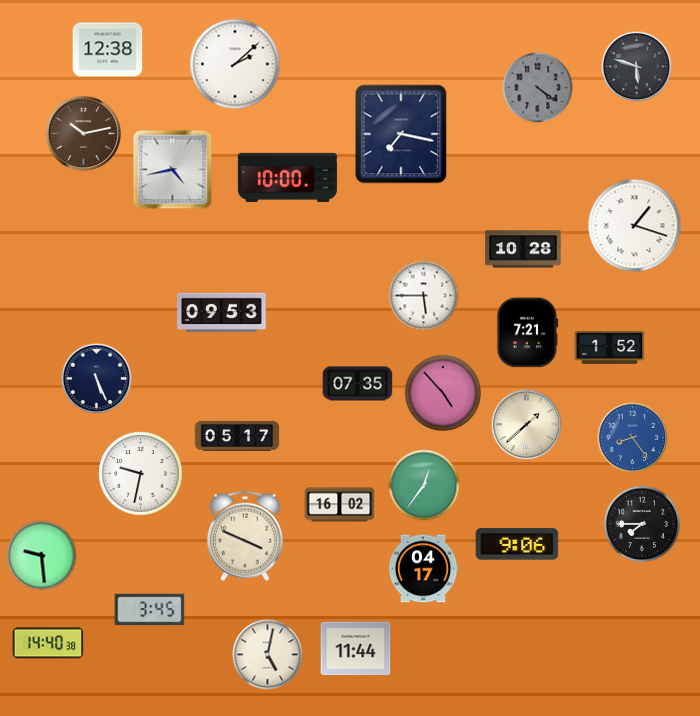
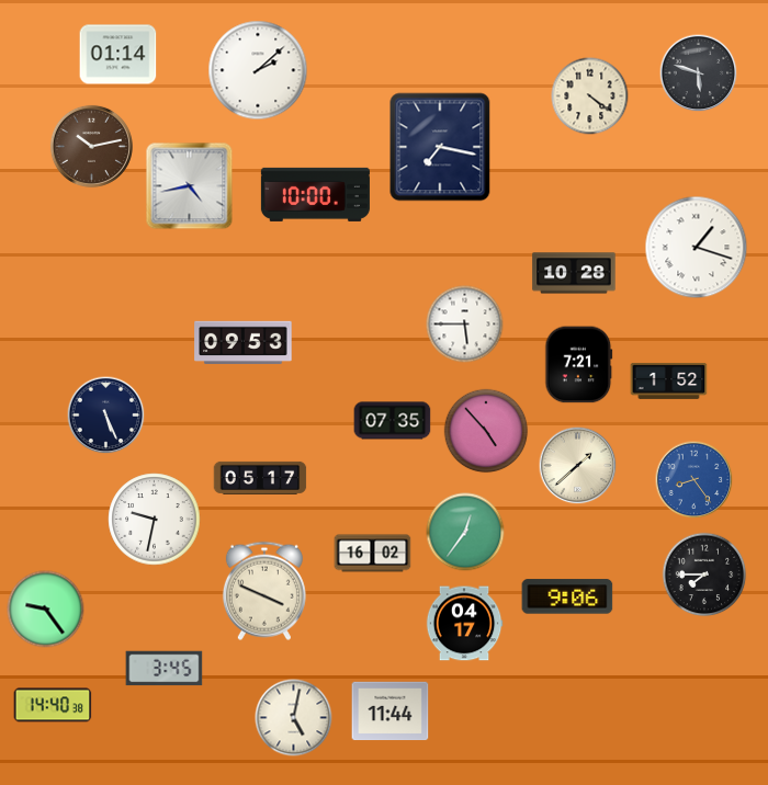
clock at (108, 50): 12:38 -> 01:14
clock at (538, 88) dial: grey -> cream
clock at (245, 536) position: (245, 536) -> (264, 591)
clock at (42, 556): 9:29 -> 9:24
